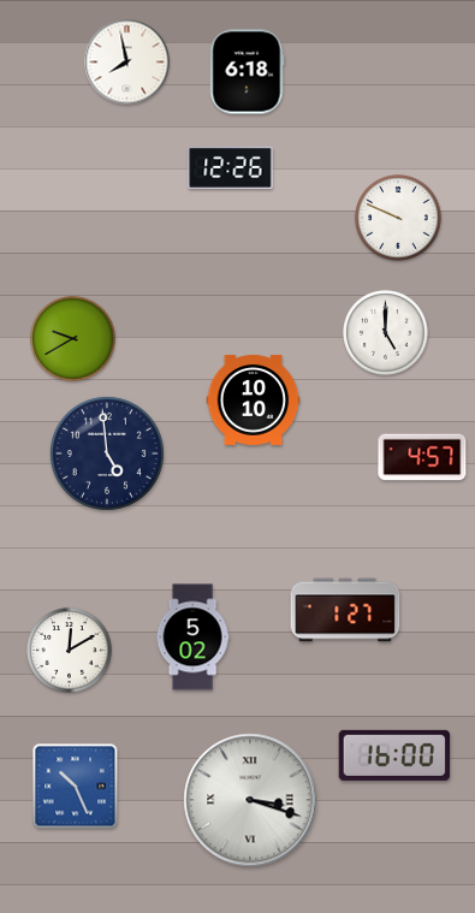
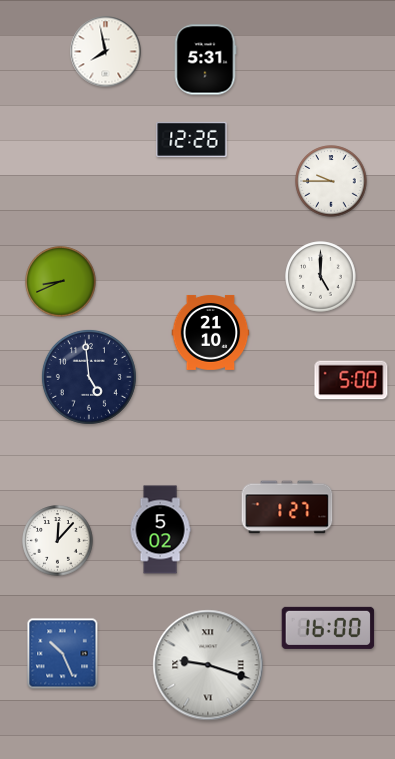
clock at (247, 72): 6:18 -> 5:31
clock at (398, 218): 9:49 -> 9:45
clock at (73, 339): 9:40 -> 8:41
clock at (254, 399): 10:10 -> 21:10
clock at (422, 457): 4:57 -> 5:00
clock at (70, 651): 12:10 -> 12:07
clock at (250, 800): 3:18 -> 9:18
